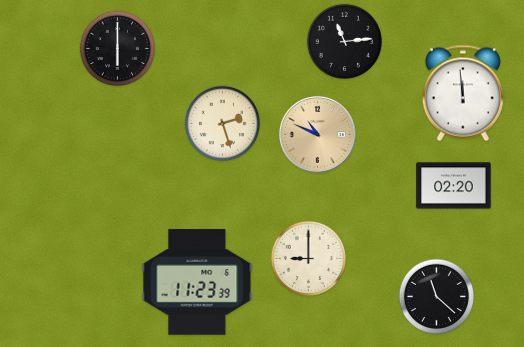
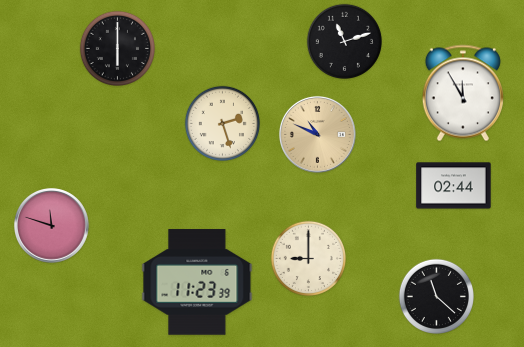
clock at (344, 41): 11:14 -> 11:12
clock at (463, 93): 11:59 -> 11:55
clock at (454, 186): 02:20 -> 02:44
clock at (52, 226): none -> 11:48
